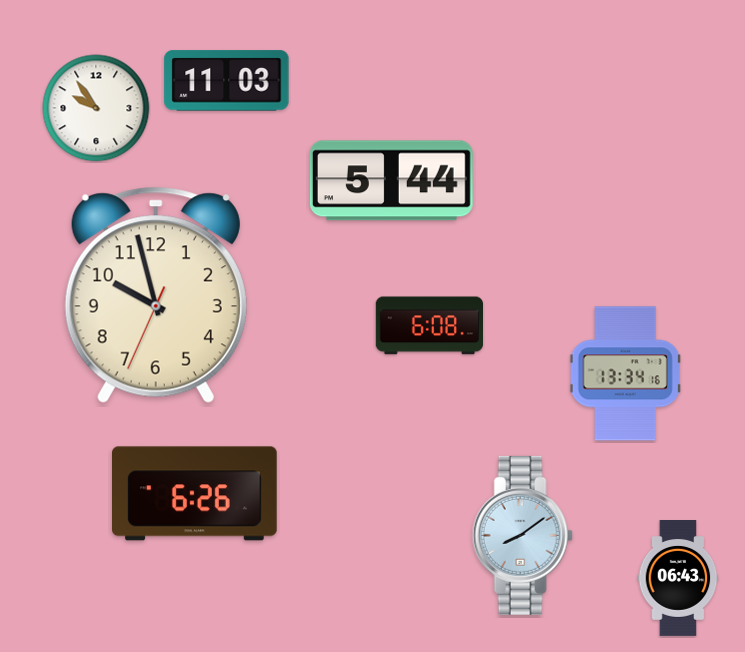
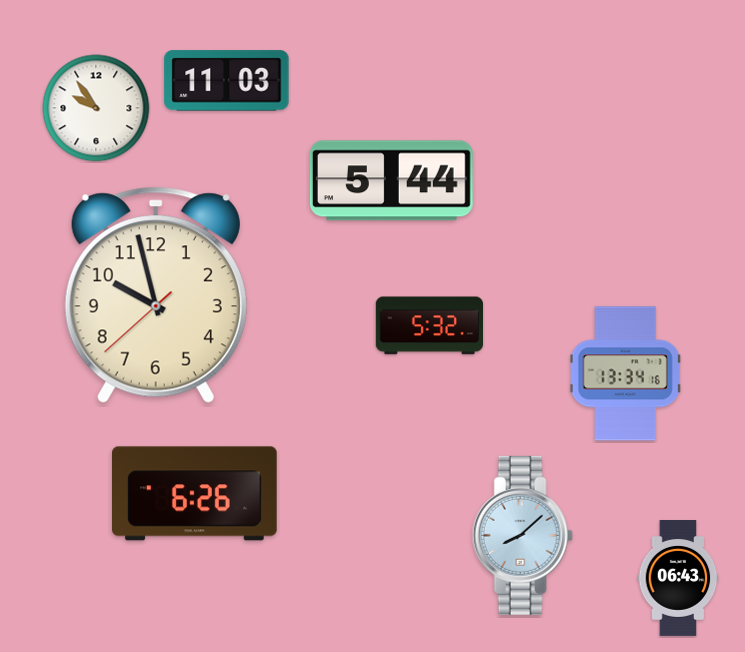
clock at (156, 295): 9:57:34 -> 9:57:38
clock at (429, 326): 6:08 -> 5:32
clock at (522, 535): 8:09 -> 8:08
